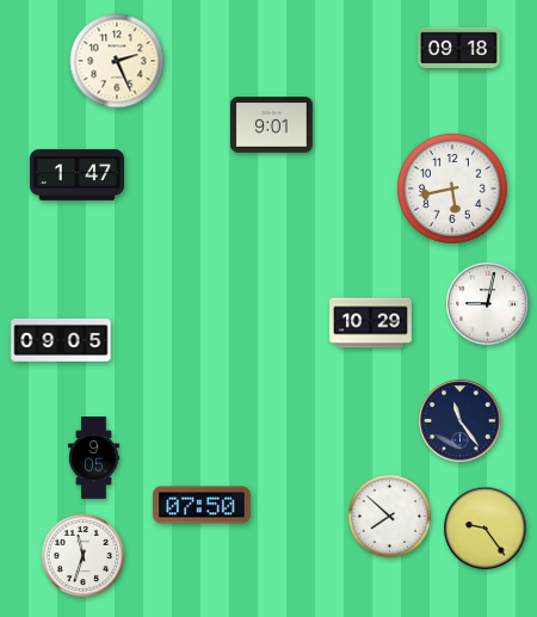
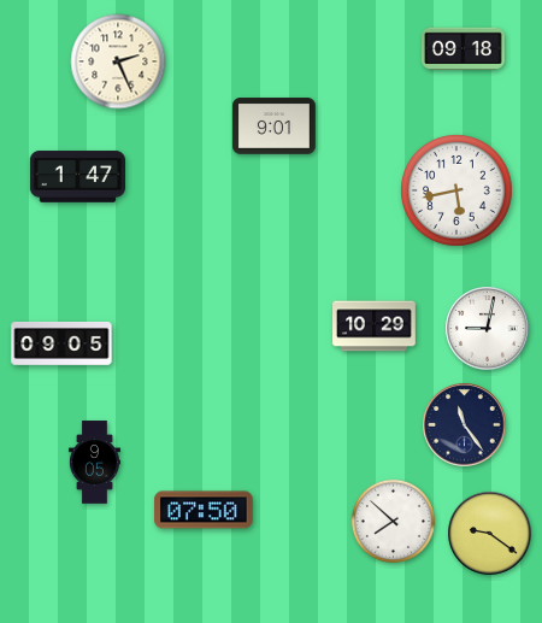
clock at (488, 304) position: (488, 304) -> (488, 329)
clock at (486, 529): 9:24 -> 9:21
clock at (82, 555): 11:33 -> none
